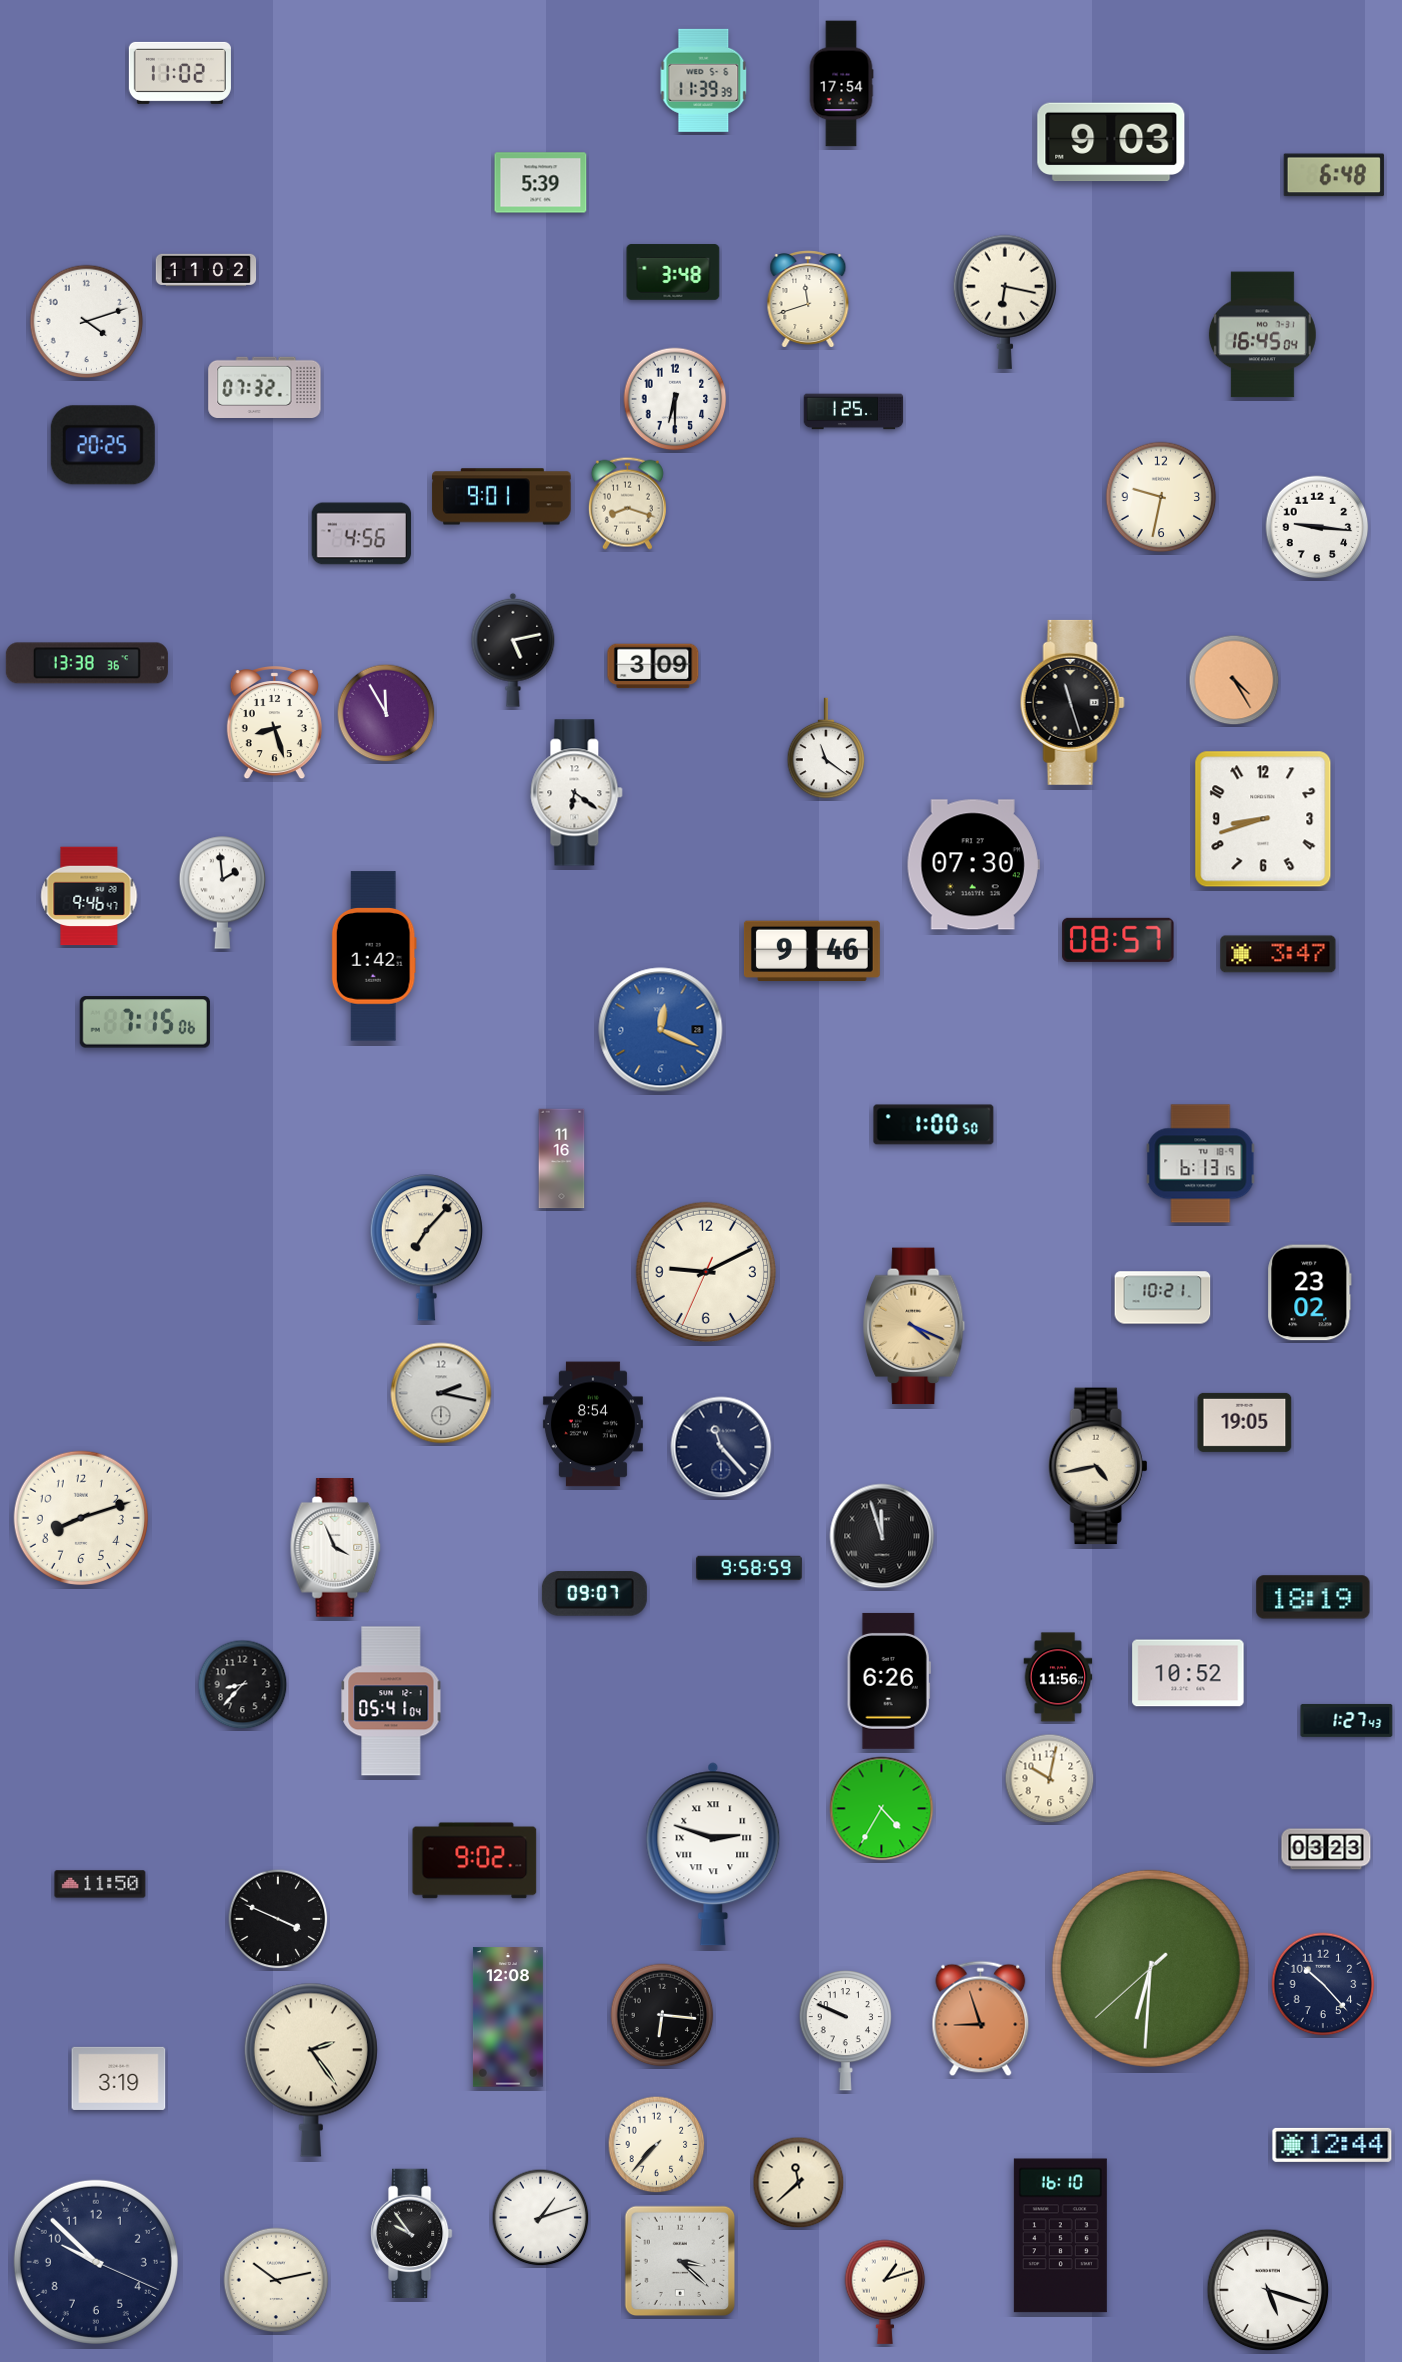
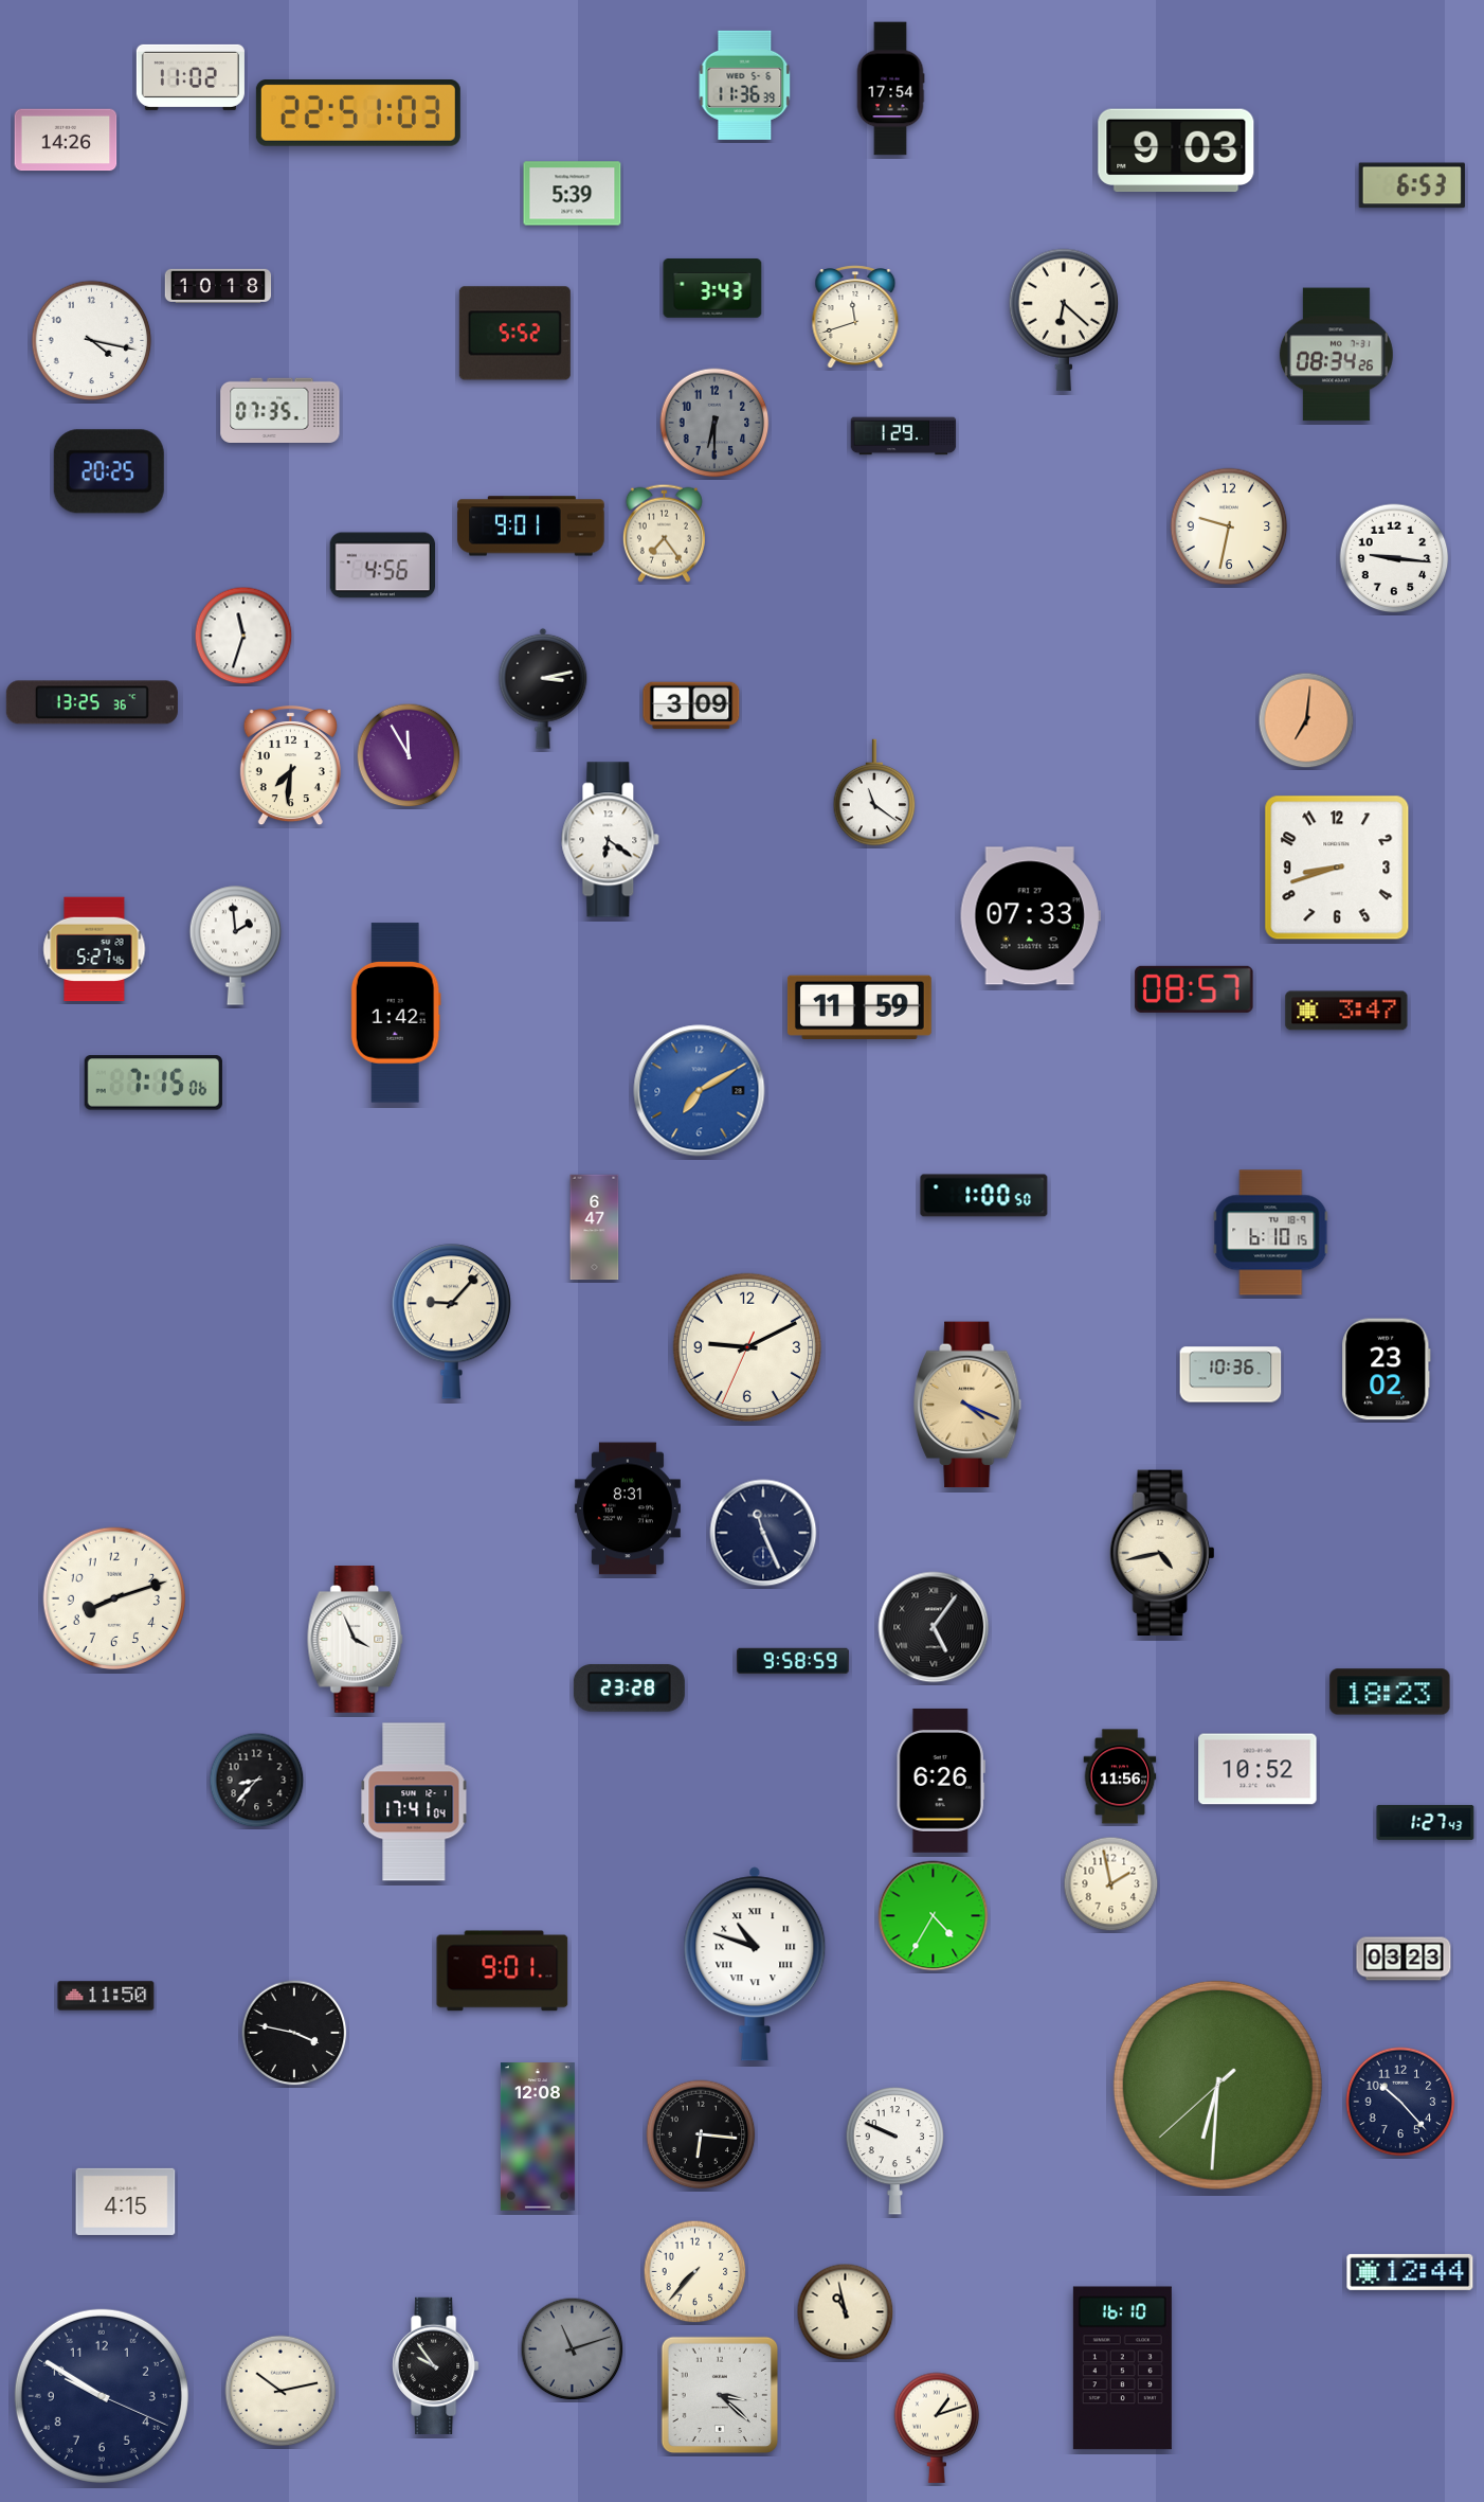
clock at (704, 80): 11:39 -> 11:36
clock at (358, 113): none -> 22:51
clock at (66, 140): none -> 14:26
clock at (1334, 175): 6:48 -> 6:53
clock at (206, 269): 11:02 -> 10:18
clock at (673, 272): 3:48 -> 3:43
clock at (1005, 302): 6:17 -> 6:22
clock at (514, 334): none -> 5:52
clock at (87, 322): 4:12 -> 4:17
clock at (1262, 335): 16:45 -> 08:34
clock at (265, 387): 07:32 -> 07:35
clock at (675, 399) dial: white -> grey
clock at (854, 412): 1:25 -> 1:29
clock at (627, 503): 8:18 -> 7:24
clock at (243, 636): none -> 11:33
clock at (513, 650): 5:13 -> 3:13
clock at (87, 663): 13:38 -> 13:25
clock at (1234, 680): 4:25 -> 7:01
clock at (1072, 702): 11:27 -> none
clock at (274, 724): 8:27 -> 7:31
clock at (973, 865): 07:30 -> 07:33
clock at (89, 896): 9:46 -> 5:27
clock at (1118, 940) position: (1118, 940) -> (1194, 989)
clock at (812, 950): 9:46 -> 11:59
clock at (1278, 954) position: (1278, 954) -> (1346, 1011)
clock at (661, 1030): 12:19 -> 7:10
clock at (934, 1125) position: (934, 1125) -> (984, 1196)
clock at (562, 1159): 11:16 -> 6:47
clock at (1201, 1164): 6:13 -> 6:10
clock at (426, 1248): 7:07 -> 9:07
clock at (1163, 1298): 10:21 -> 10:36
clock at (441, 1393): 2:17 -> none
clock at (1245, 1422): 19:05 -> none
clock at (593, 1424): 8:54 -> 8:31
clock at (721, 1447): 11:23 -> 11:26
clock at (80, 1517) position: (80, 1517) -> (113, 1597)
clock at (882, 1536): 11:57 -> 5:06
clock at (594, 1594): 09:07 -> 23:28
clock at (1313, 1597): 18:19 -> 18:23
clock at (1188, 1673) position: (1188, 1673) -> (1257, 1769)
clock at (243, 1685) position: (243, 1685) -> (257, 1781)
clock at (391, 1701): 05:41 -> 17:41
clock at (1050, 1779): 10:02 -> 1:58
clock at (713, 1854): 2:48 -> 10:48
clock at (475, 1861): 9:02 -> 9:01
clock at (278, 1919): 3:49 -> 3:47
clock at (981, 2019): 8:57 -> none
clock at (311, 2070): 2:24 -> none
clock at (119, 2078): 3:19 -> 4:15
clock at (799, 2183): 11:38 -> 10:58
clock at (541, 2218): 1:12 -> 11:12
clock at (541, 2218) dial: white -> grey
clock at (96, 2262): 9:52 -> 9:50
clock at (276, 2280) position: (276, 2280) -> (280, 2391)
clock at (1268, 2290): 5:18 -> none
